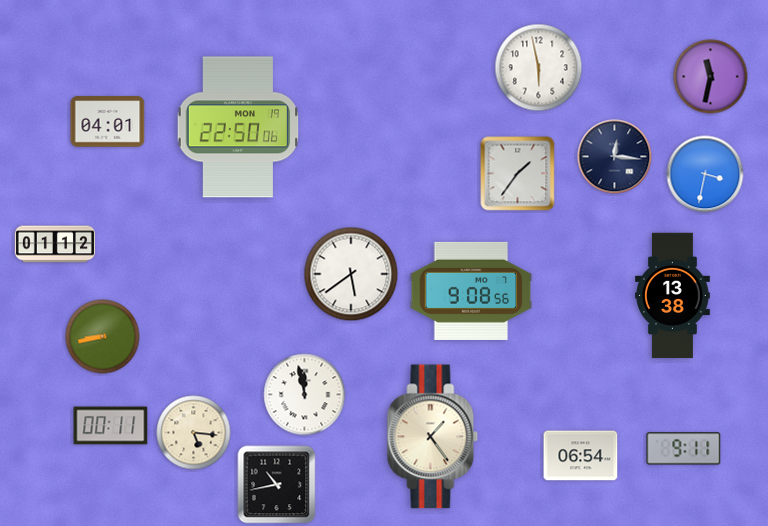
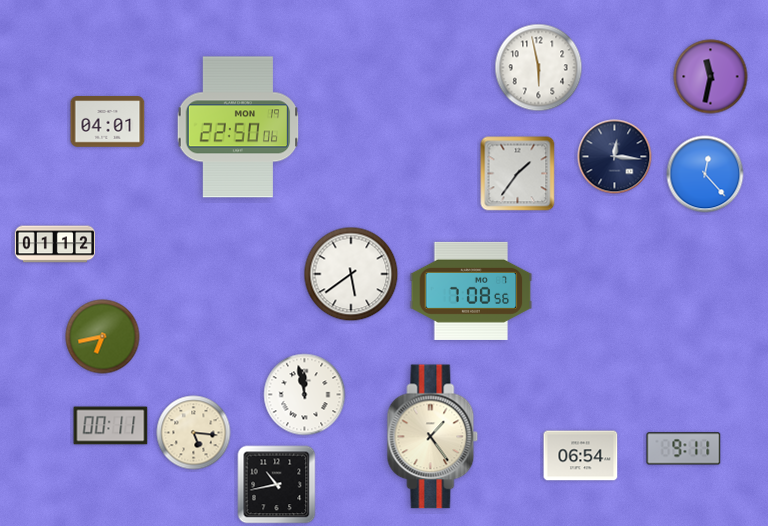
clock at (705, 174): 3:32 -> 12:23
clock at (471, 291): 9:08 -> 7:08
clock at (673, 296): 13:38 -> none
clock at (103, 337): 8:43 -> 6:43
